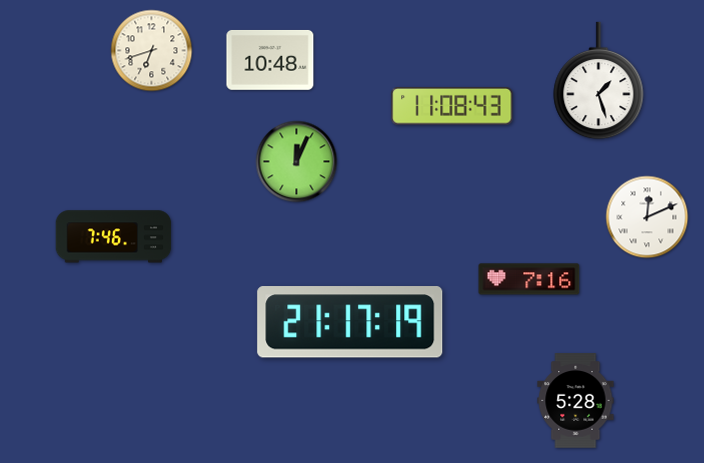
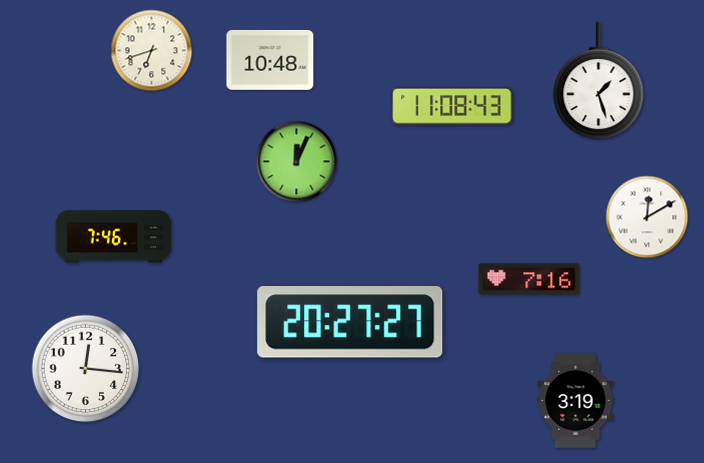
clock at (647, 217): 12:11 -> 12:10
clock at (350, 322): 21:17 -> 20:27
clock at (86, 369): none -> 12:16
clock at (576, 401): 5:28 -> 3:19
